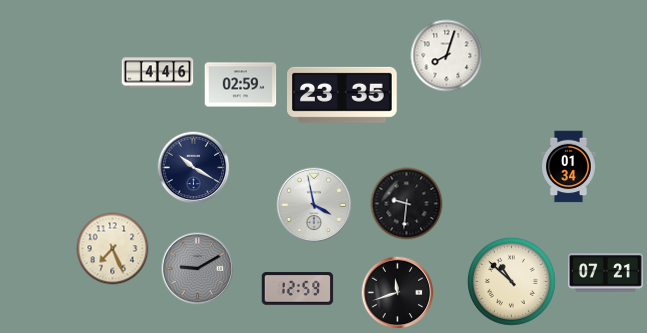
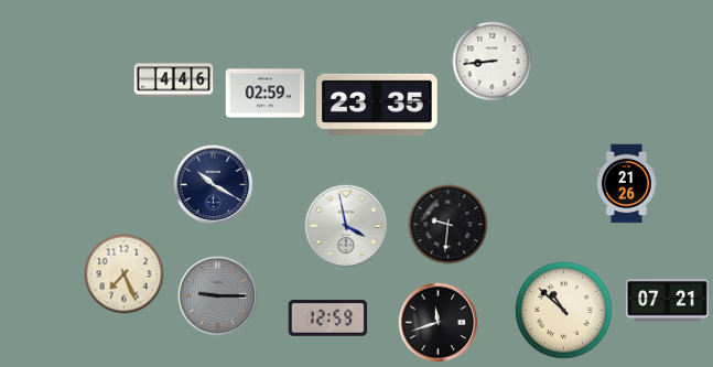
clock at (447, 56): 8:03 -> 8:44
clock at (569, 167): 01:34 -> 21:26
clock at (198, 269): 9:10 -> 9:15
